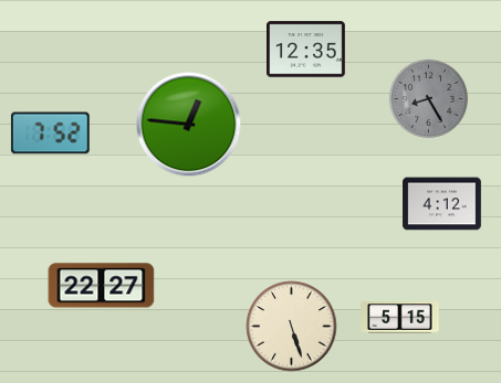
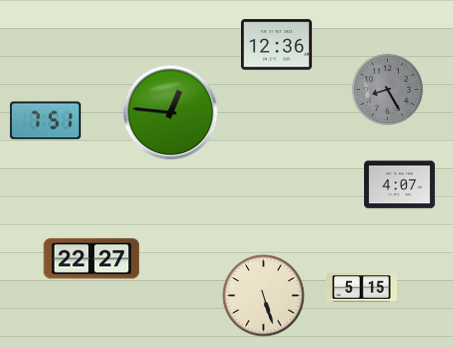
clock at (306, 50): 12:35 -> 12:36
clock at (50, 134): 7:52 -> 7:51
clock at (442, 204): 4:12 -> 4:07
